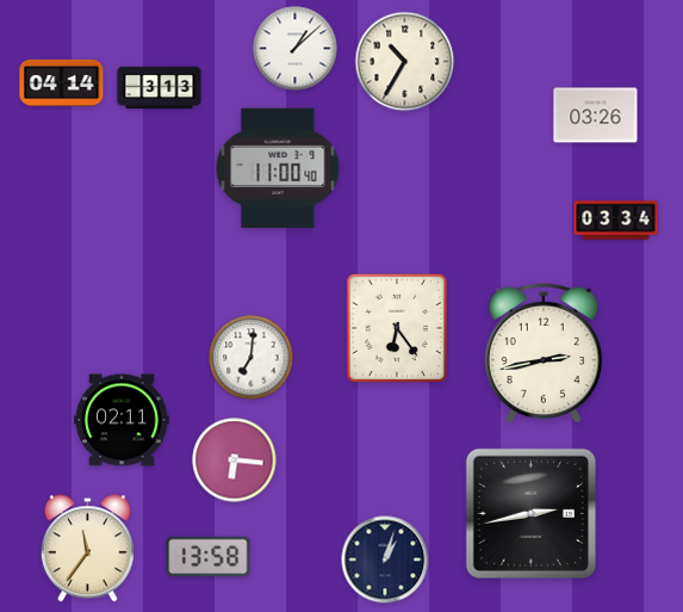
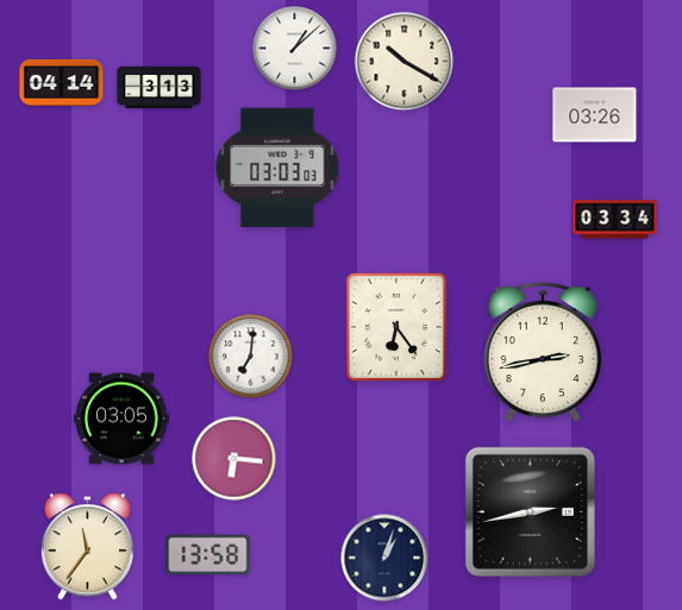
clock at (405, 62): 10:35 -> 10:20
clock at (278, 168): 11:00 -> 03:03
clock at (122, 420): 02:11 -> 03:05
